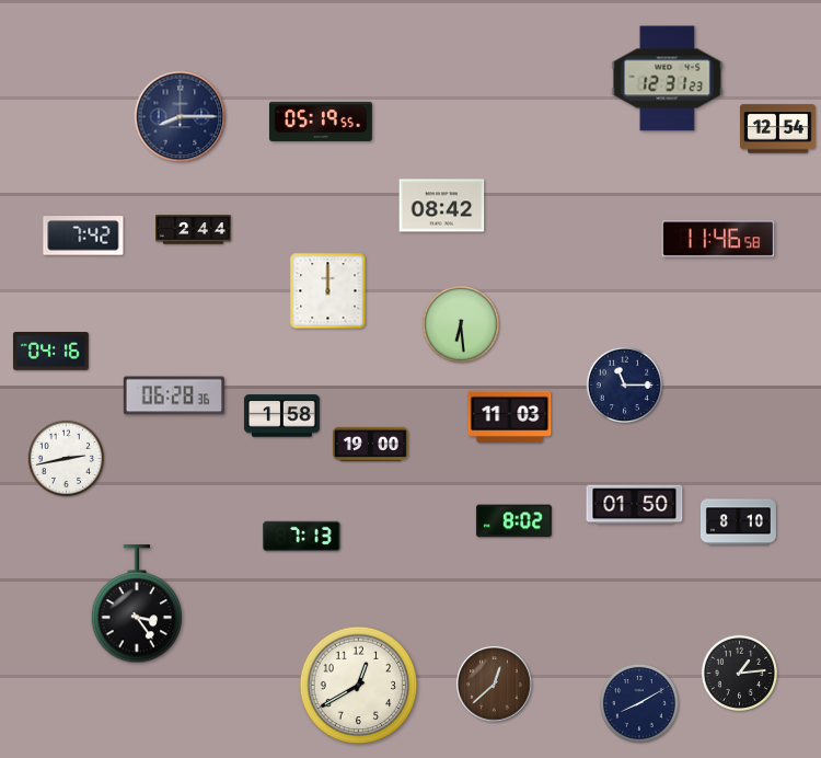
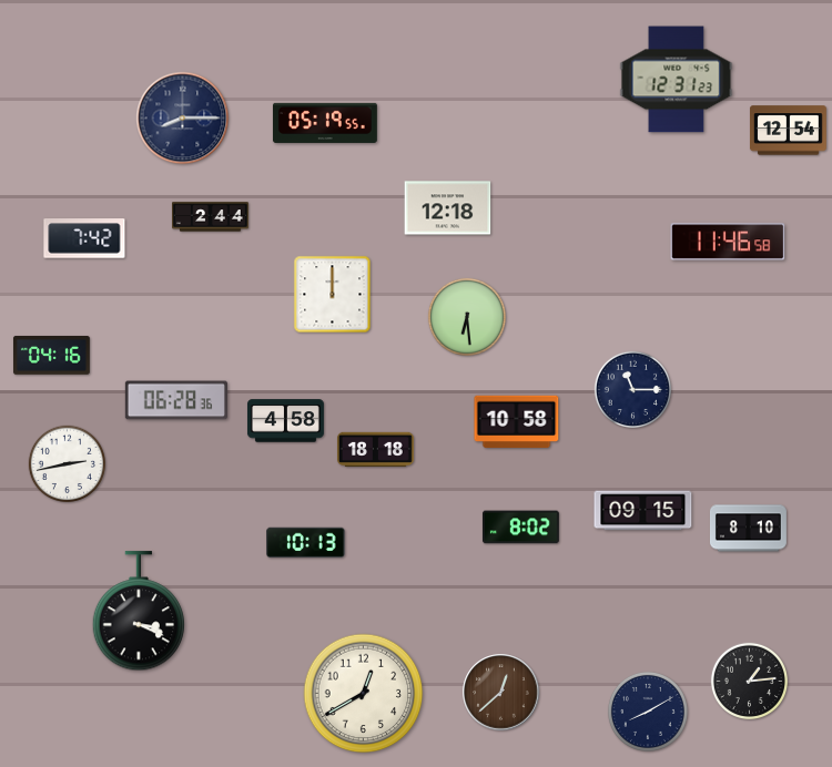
clock at (442, 206): 08:42 -> 12:18
clock at (194, 230) position: (194, 230) -> (211, 217)
clock at (461, 324) position: (461, 324) -> (467, 317)
clock at (281, 416): 1:58 -> 4:58
clock at (510, 417): 11:03 -> 10:58
clock at (370, 444): 19:00 -> 18:18
clock at (635, 505): 01:50 -> 09:15
clock at (302, 537): 7:13 -> 10:13
clock at (136, 605): 3:24 -> 3:19
